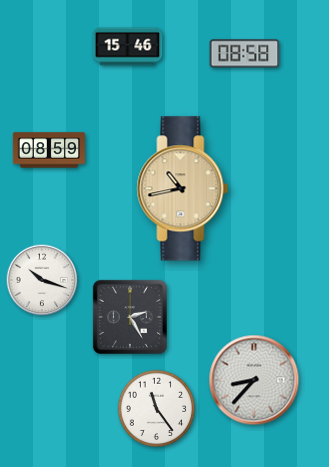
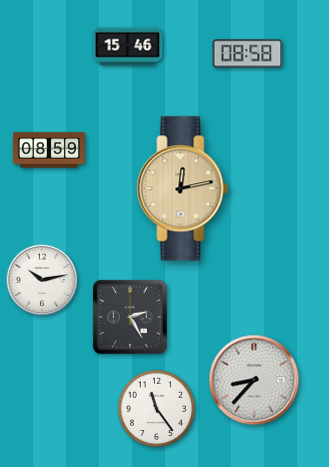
clock at (245, 54) position: (245, 54) -> (248, 54)
clock at (183, 189): 10:43 -> 12:13
clock at (42, 280): 10:18 -> 10:13
